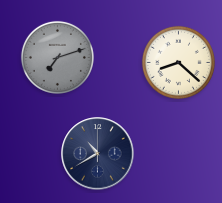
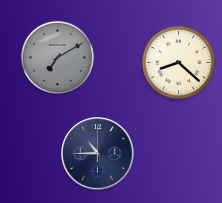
clock at (57, 57): 7:12 -> 7:10
clock at (98, 154): 10:40 -> 10:45
